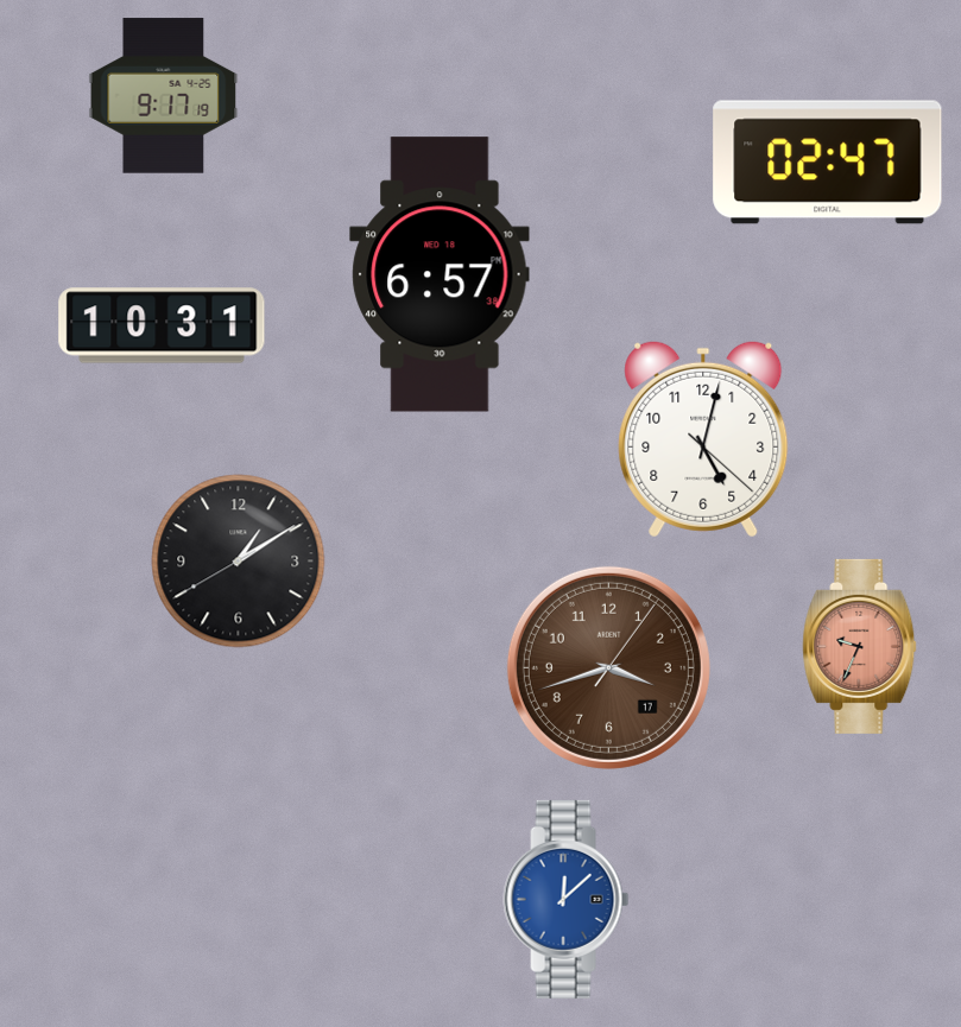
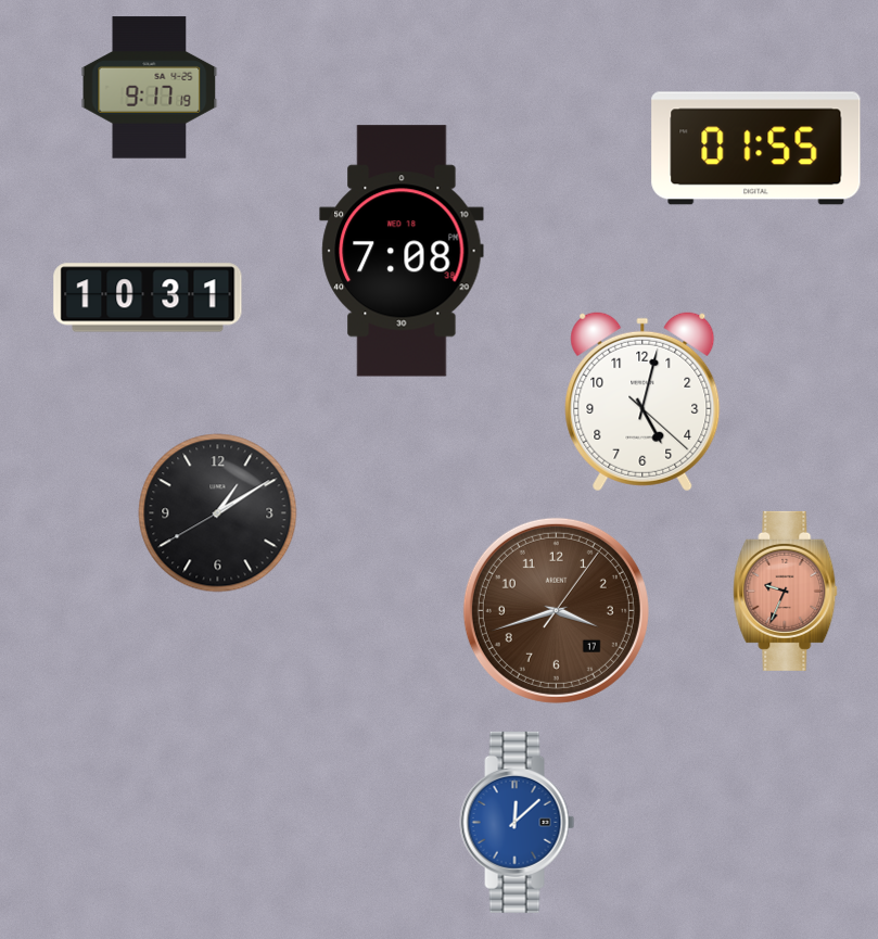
clock at (828, 163): 02:47 -> 01:55
clock at (440, 274): 6:57 -> 7:08
